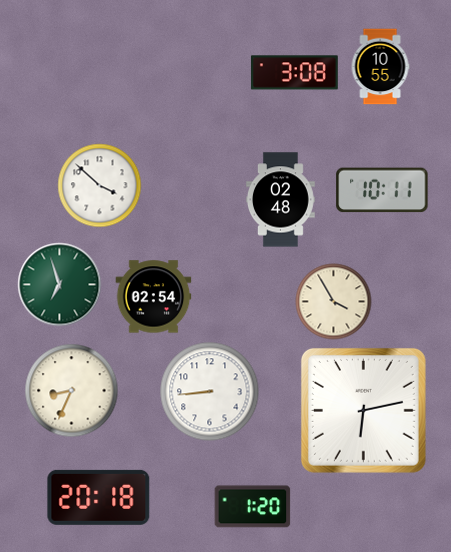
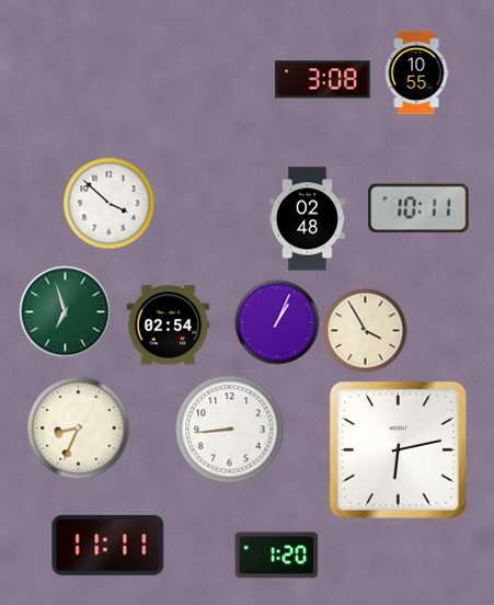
clock at (277, 322): none -> 1:04
clock at (99, 497): 20:18 -> 11:11
